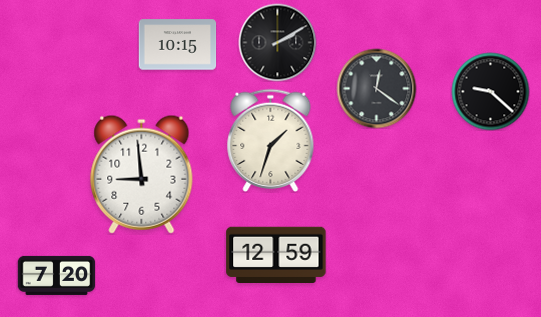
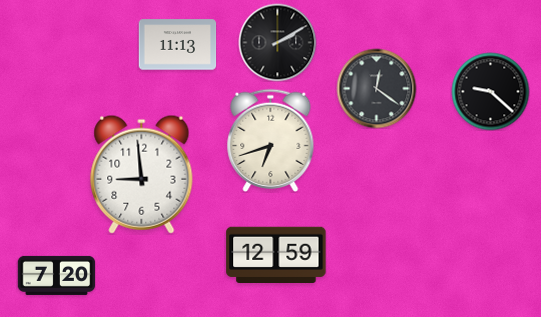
clock at (177, 45): 10:15 -> 11:13
clock at (271, 140): 1:33 -> 6:42
